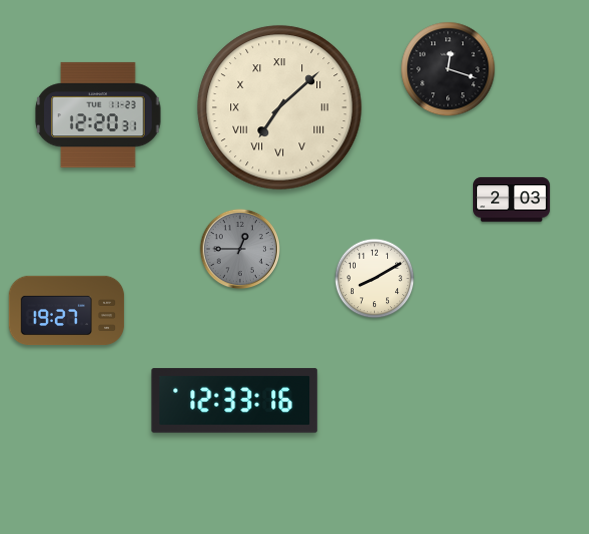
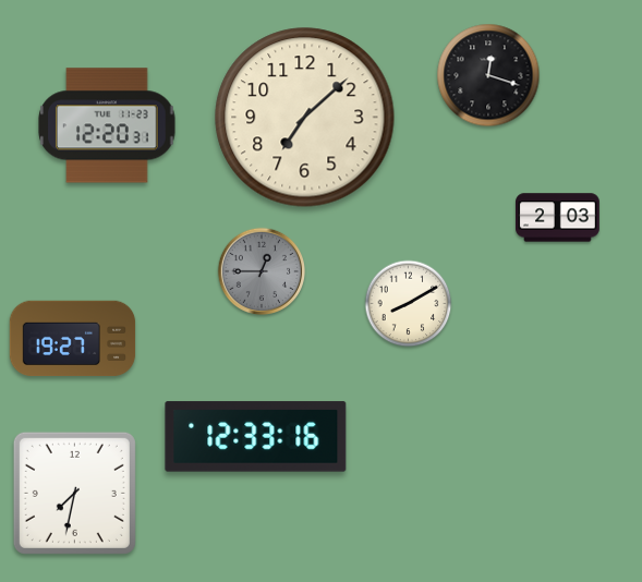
clock at (280, 108) numerals: Roman -> Arabic
clock at (74, 493): none -> 7:32
